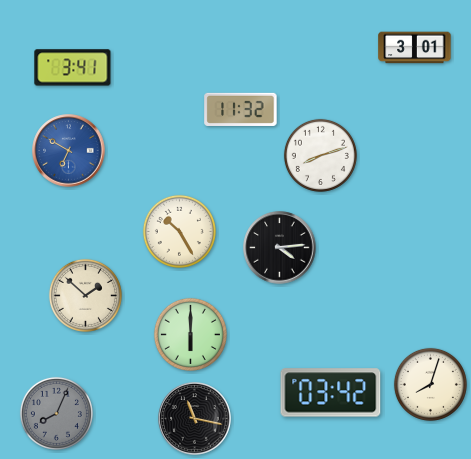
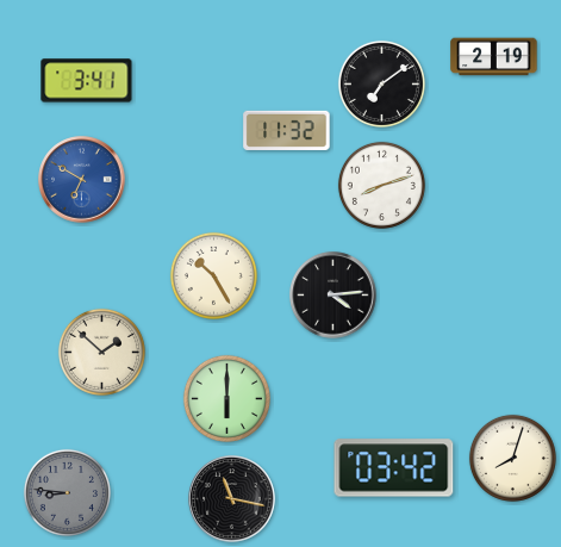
clock at (415, 48): 3:01 -> 2:19
clock at (381, 83): none -> 7:09
clock at (56, 413): 8:04 -> 8:46
